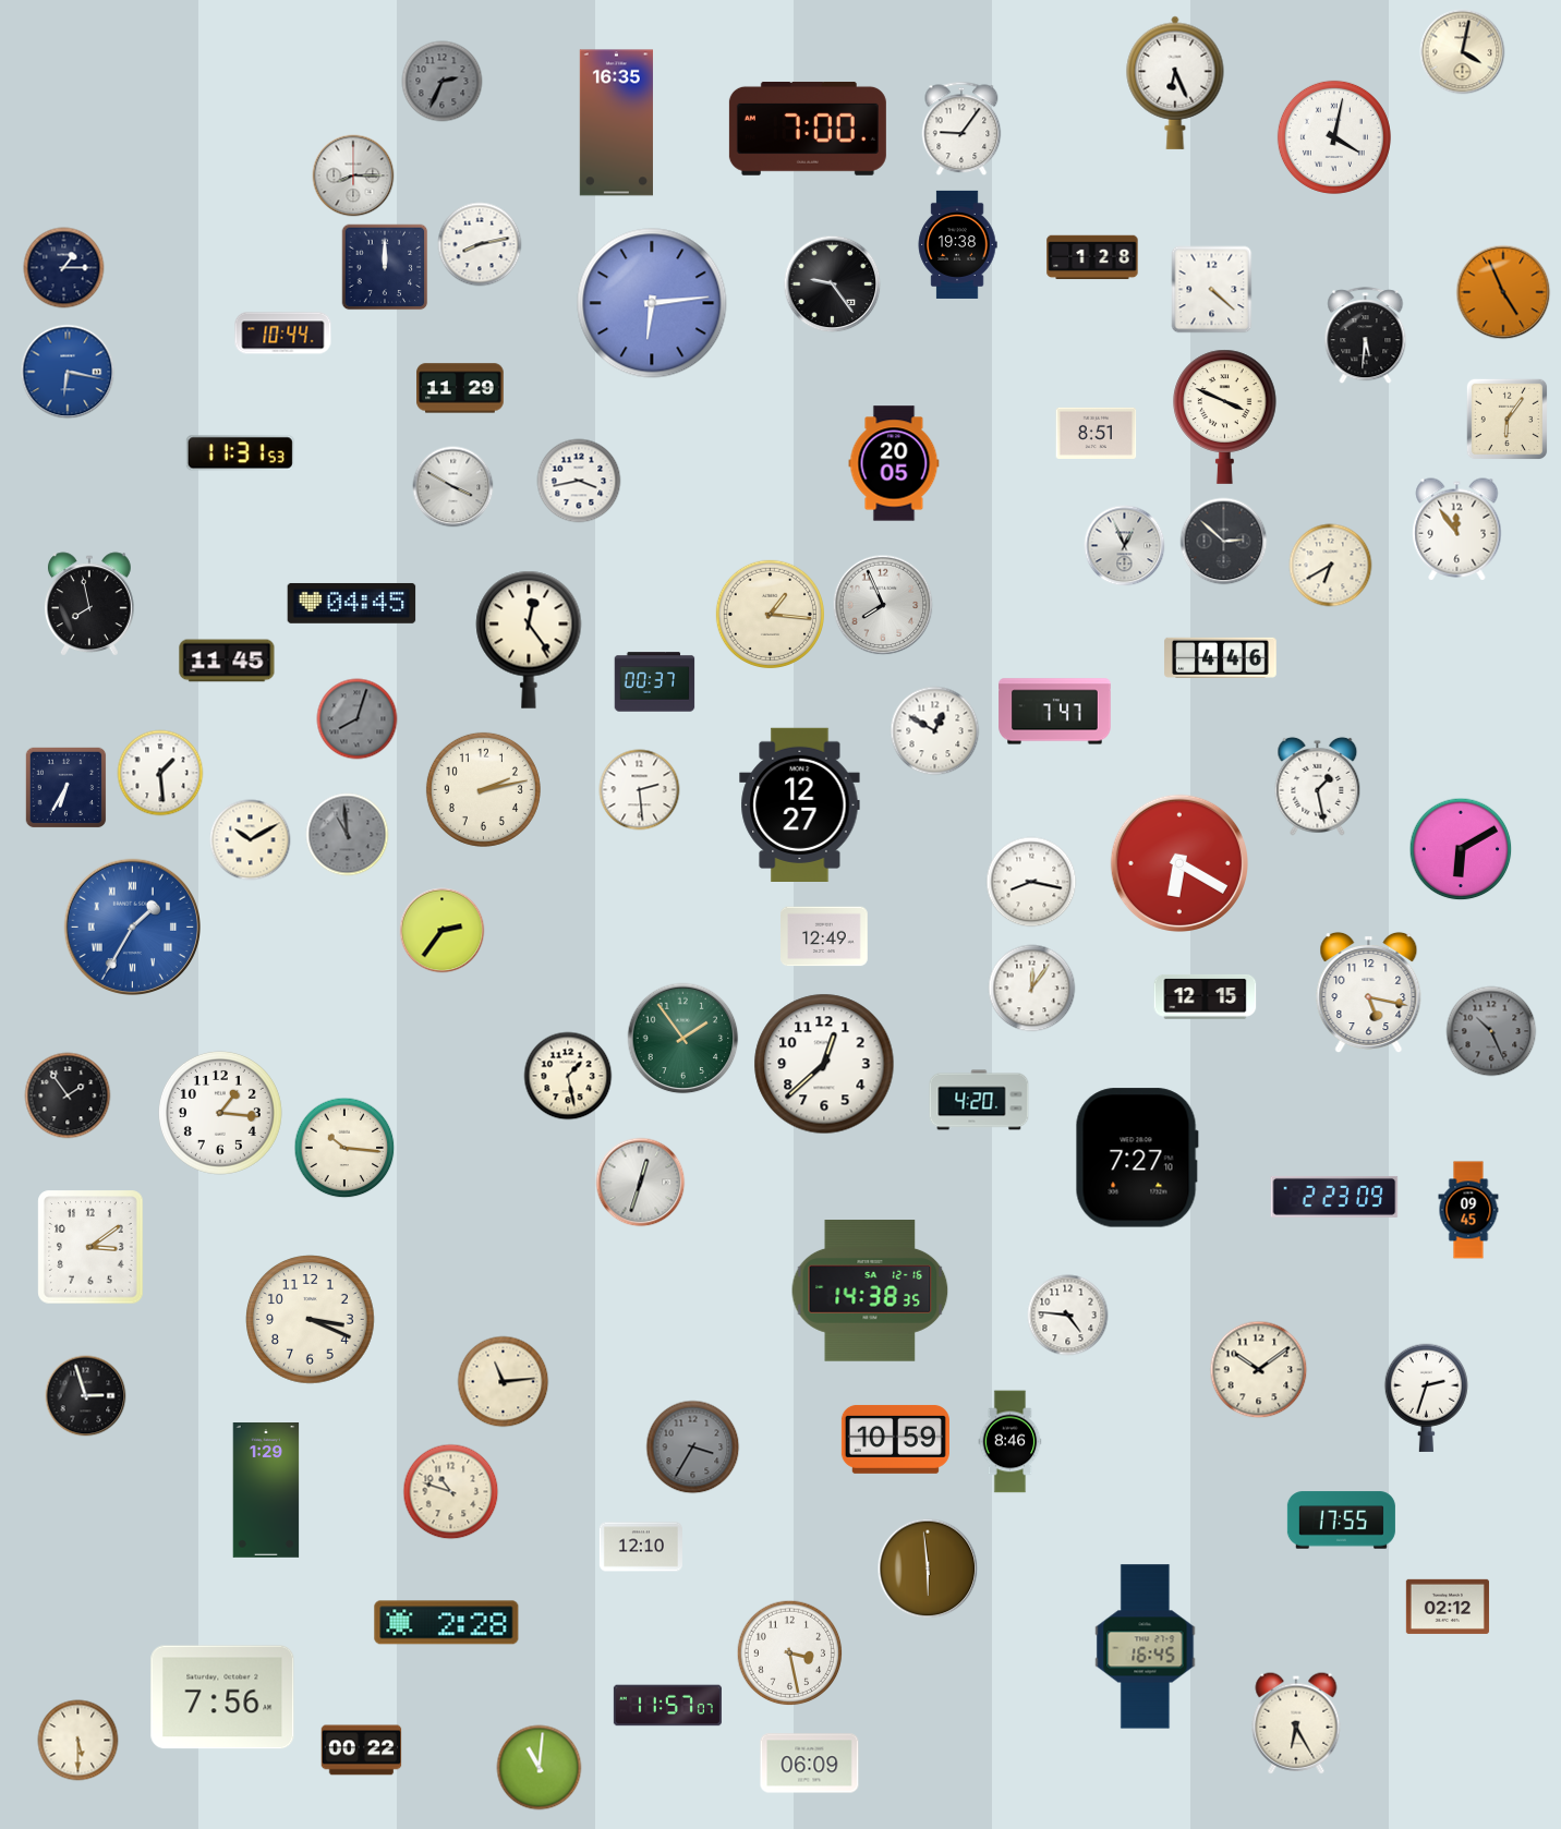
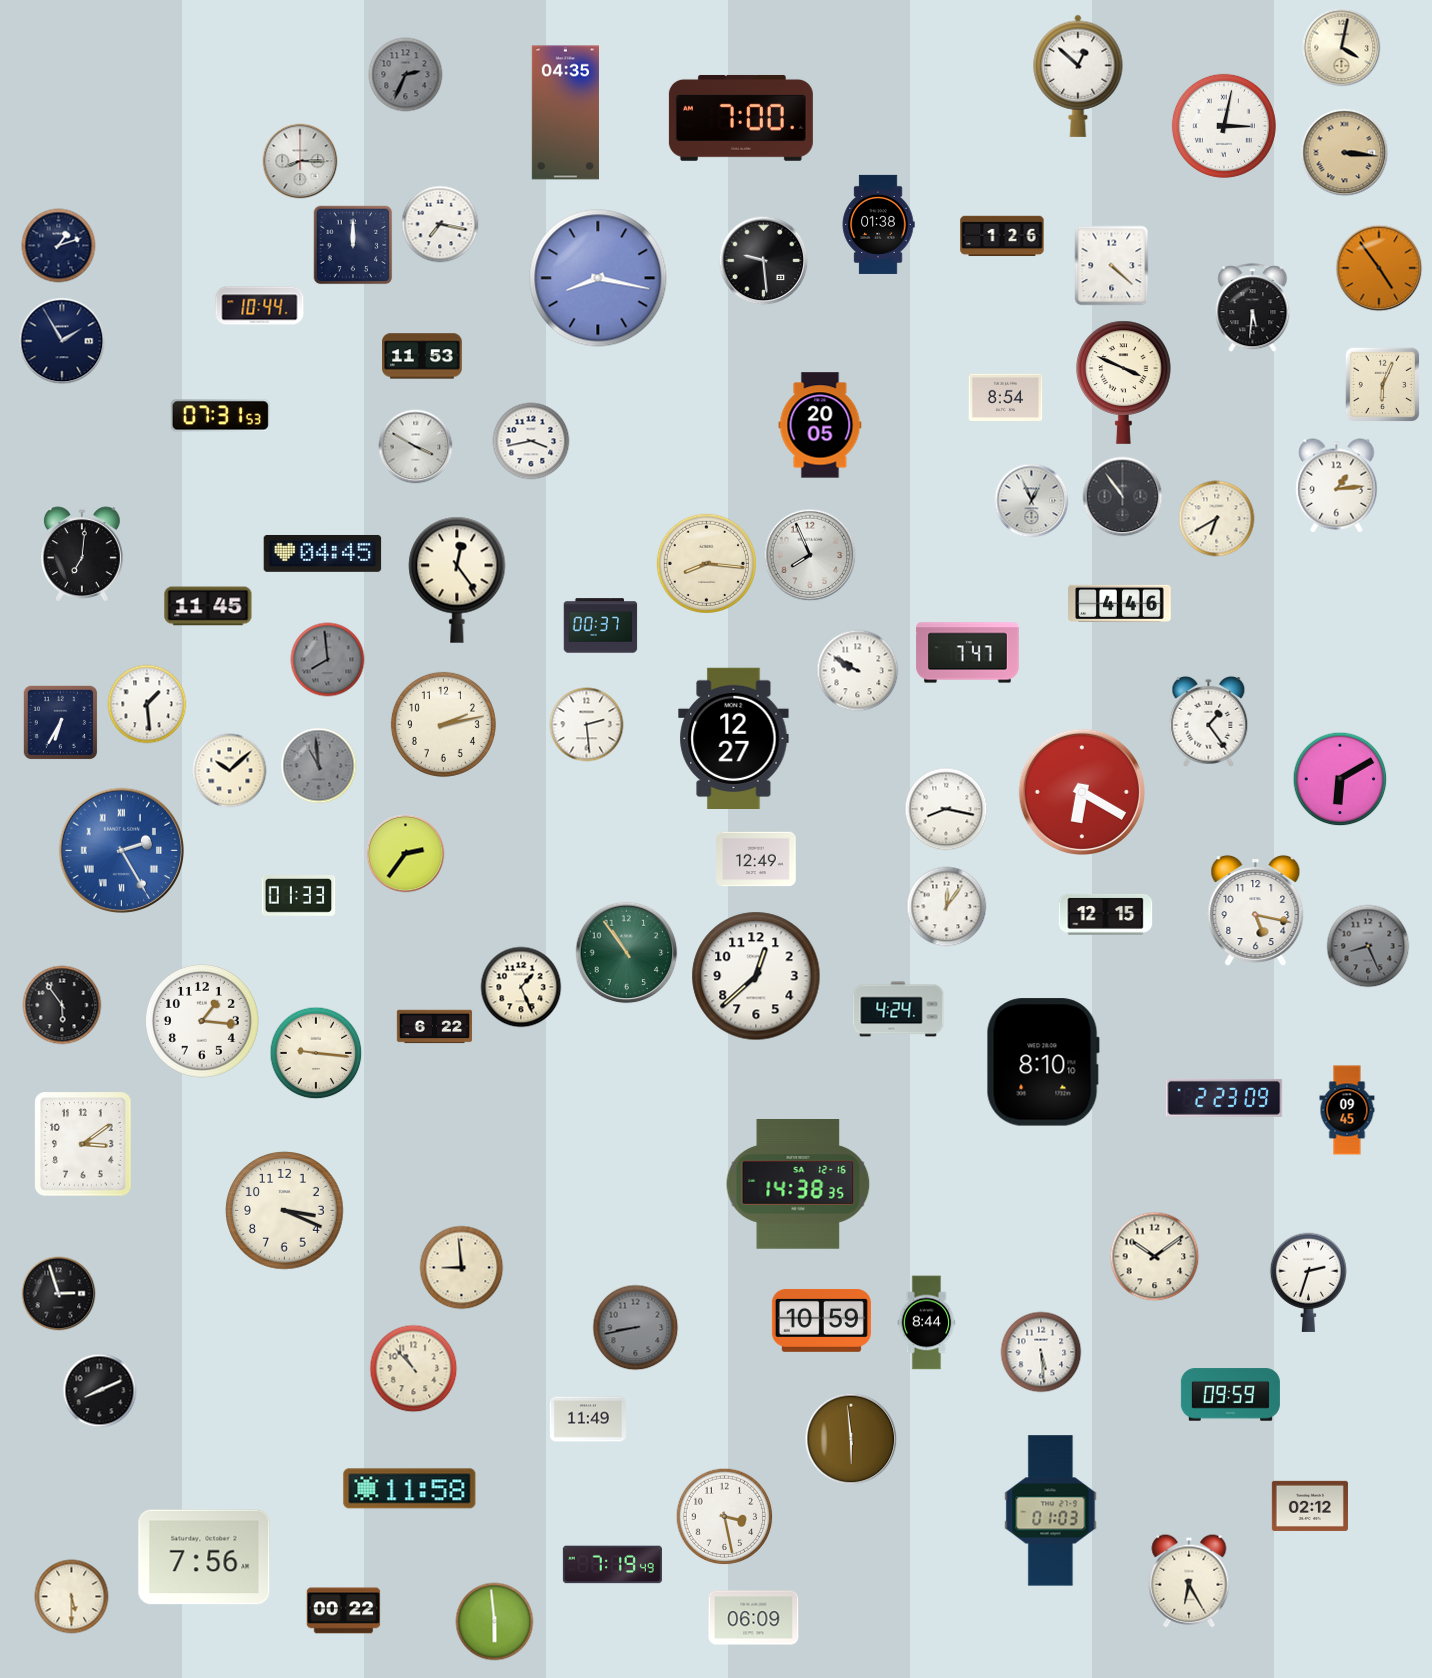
clock at (1175, 83): 6:26 -> 12:52
clock at (616, 123): 16:35 -> 04:35
clock at (961, 129): 9:06 -> none
clock at (1334, 137): 4:02 -> 3:02
clock at (1345, 153): none -> 3:16
clock at (353, 175) position: (353, 175) -> (300, 161)
clock at (480, 244): 8:13 -> 7:17
clock at (957, 244): 19:38 -> 01:38
clock at (1092, 257): 1:28 -> 1:26
clock at (64, 268): 1:15 -> 1:12
clock at (833, 284): 9:24 -> 9:29
clock at (1503, 292): 4:56 -> 4:54
clock at (652, 303): 6:14 -> 8:17
clock at (68, 372): 6:17 -> 1:55
clock at (68, 372) dial: blue -> navy
clock at (461, 388): 11:29 -> 11:53
clock at (1508, 420): 6:06 -> 6:04
clock at (1097, 433): 8:51 -> 8:54
clock at (240, 453): 11:31 -> 07:31
clock at (1457, 530): 11:54 -> 1:14
clock at (1224, 542): 2:52 -> 10:54
clock at (1331, 566) position: (1331, 566) -> (1217, 519)
clock at (90, 604): 7:58 -> 7:01
clock at (770, 614): 1:16 -> 8:16
clock at (529, 640) position: (529, 640) -> (457, 580)
clock at (358, 719): 8:03 -> 7:59
clock at (935, 731): 12:50 -> 9:50
clock at (160, 773) position: (160, 773) -> (147, 704)
clock at (1318, 786): 1:28 -> 1:24
clock at (251, 840): 10:10 -> 10:08
clock at (132, 926): 1:35 -> 2:25
clock at (299, 896): none -> 01:33
clock at (1491, 1031): 10:26 -> 8:26
clock at (683, 1039): 1:54 -> 10:54
clock at (568, 1076): 1:28 -> 1:26
clock at (68, 1095): 1:54 -> 5:54
clock at (979, 1100): 4:20 -> 4:24
clock at (435, 1027): none -> 6:22
clock at (344, 1148): 10:16 -> 9:16
clock at (1137, 1158): 7:27 -> 8:10
clock at (641, 1183): 12:33 -> none
clock at (1068, 1316): 4:46 -> none
clock at (504, 1382): 11:14 -> 8:59
clock at (86, 1396) position: (86, 1396) -> (59, 1294)
clock at (1011, 1442): 8:46 -> 8:44
clock at (693, 1448): 3:35 -> 8:43
clock at (1041, 1352): none -> 5:29
clock at (266, 1491): 1:29 -> none
clock at (451, 1492): 10:48 -> 10:53
clock at (100, 1391): none -> 8:11
clock at (1341, 1521): 17:55 -> 09:59
clock at (641, 1547): 12:10 -> 11:49
clock at (1448, 1607) position: (1448, 1607) -> (1310, 1506)
clock at (447, 1623): 2:28 -> 11:58
clock at (1146, 1647): 16:45 -> 01:03
clock at (667, 1706): 11:57 -> 7:19
clock at (362, 1751) position: (362, 1751) -> (344, 1611)
clock at (810, 1764) position: (810, 1764) -> (754, 1618)
clock at (540, 1768): 11:01 -> 5:59
